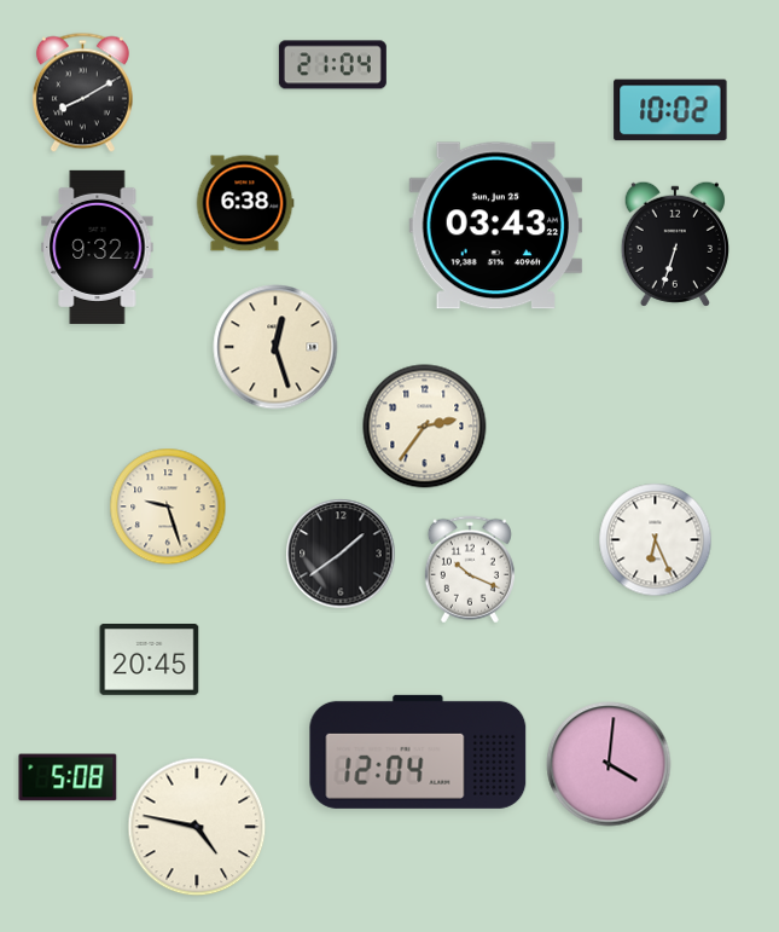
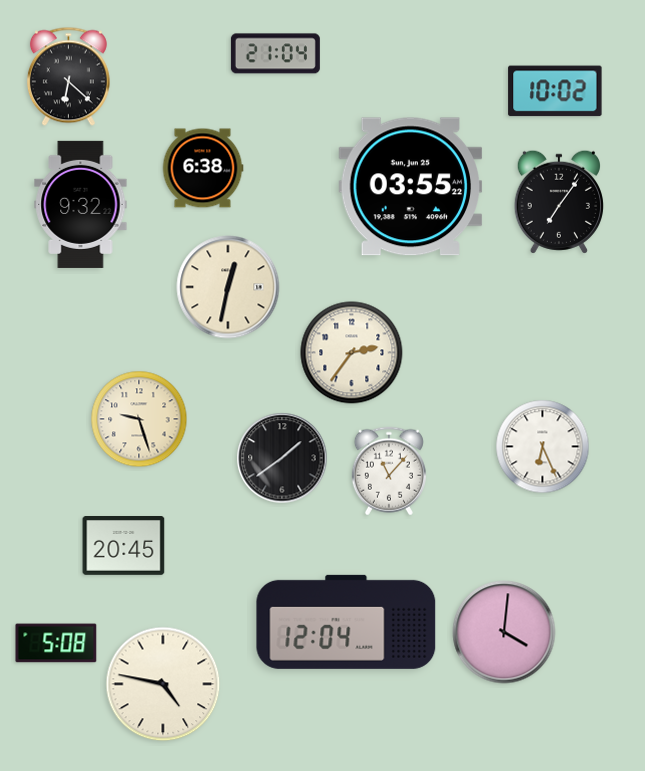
clock at (82, 93): 8:10 -> 6:22
clock at (496, 226): 03:43 -> 03:55
clock at (675, 244): 6:33 -> 7:06
clock at (275, 347): 12:27 -> 12:32
clock at (470, 569): 10:19 -> 11:07
